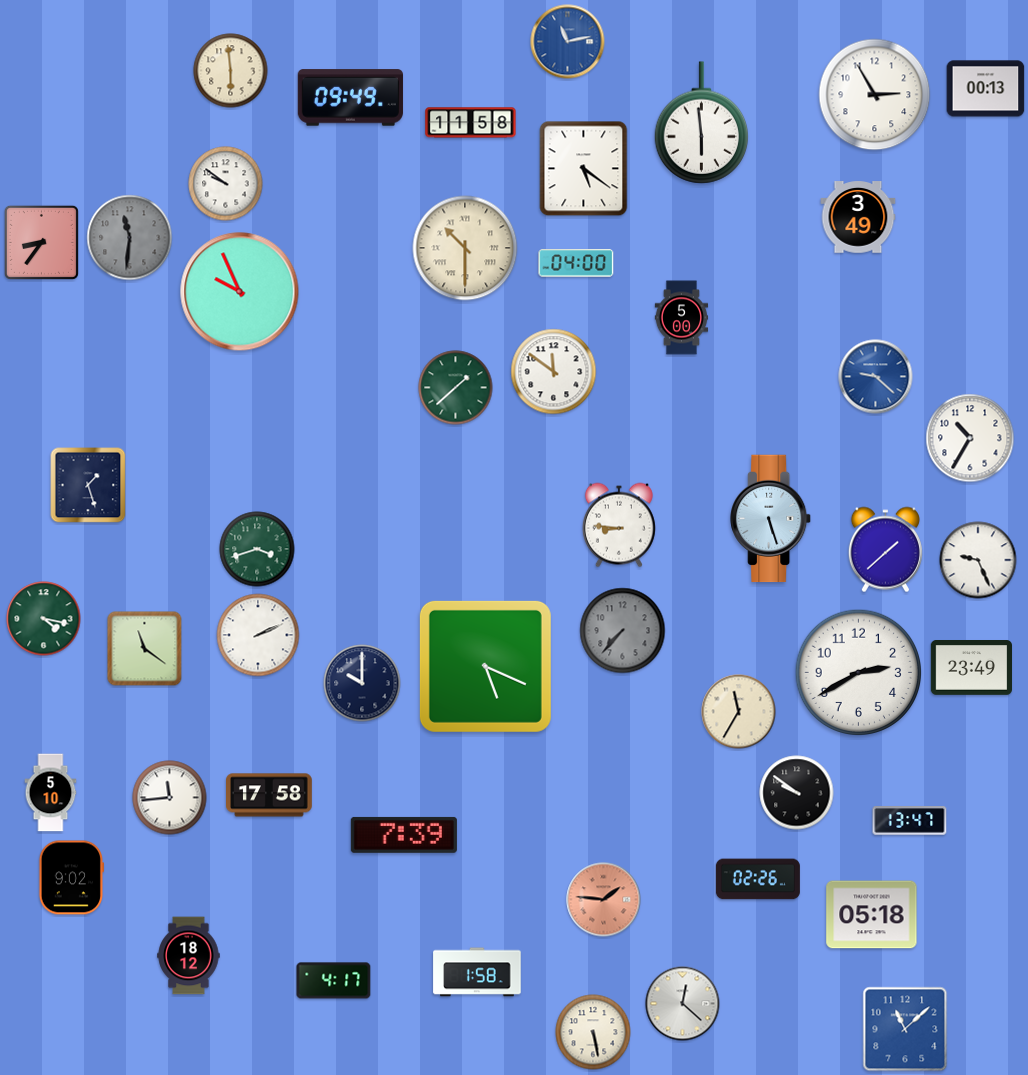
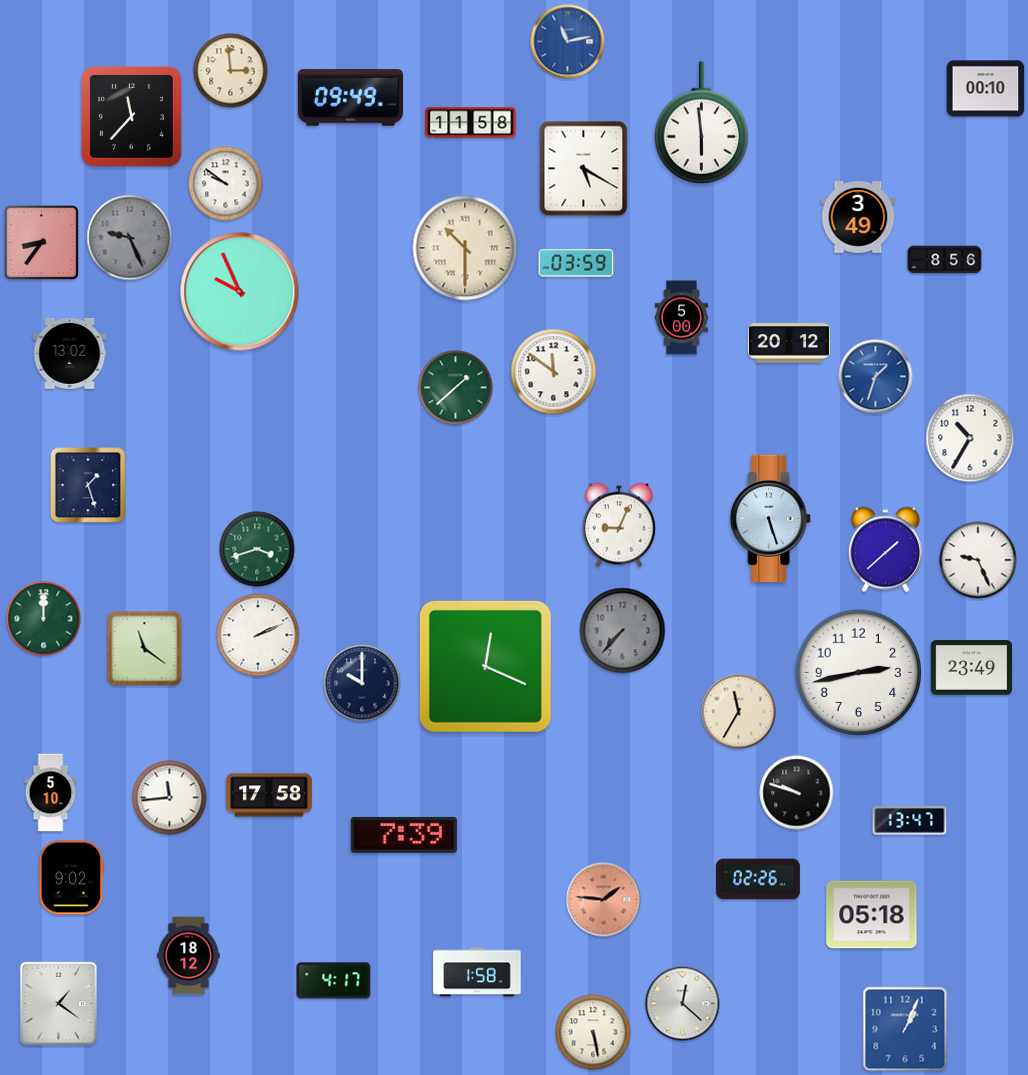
clock at (231, 71): 5:59 -> 2:59
clock at (986, 89): 00:13 -> 00:10
clock at (875, 95): 2:55 -> none
clock at (131, 116): none -> 11:37
clock at (584, 169): 5:21 -> 5:20
clock at (130, 238): 11:31 -> 9:26
clock at (945, 260): none -> 8:56
clock at (576, 263): 04:00 -> 03:59
clock at (789, 343): none -> 20:12
clock at (70, 353): none -> 13:02
clock at (876, 377): 9:22 -> 1:33
clock at (619, 525): 8:46 -> 9:04
clock at (44, 619): 4:17 -> 12:00
clock at (485, 666): 5:19 -> 12:19
clock at (859, 673): 2:40 -> 2:43
clock at (797, 793): 9:51 -> 9:48
clock at (58, 1003): none -> 1:21
clock at (905, 1029): 11:08 -> 1:04
